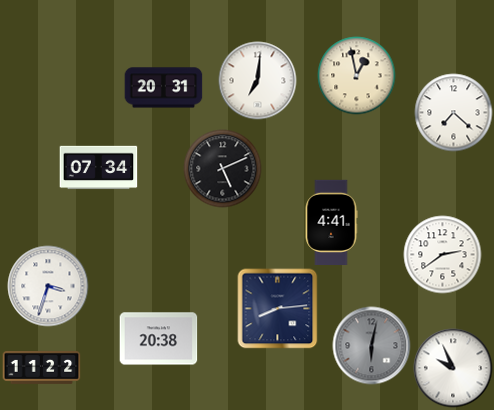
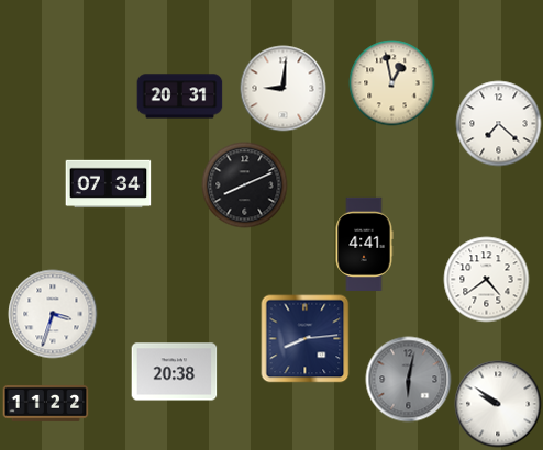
clock at (257, 80): 7:01 -> 9:01
clock at (222, 168): 5:11 -> 8:11
clock at (442, 254): 2:39 -> 4:39
clock at (453, 368): 9:56 -> 9:51
